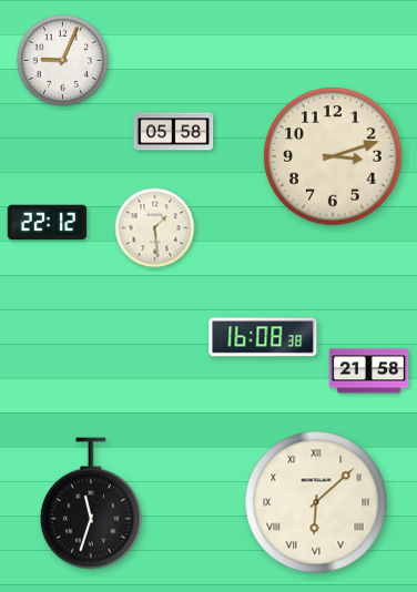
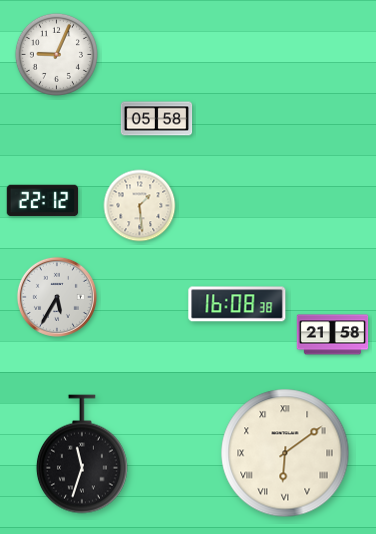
clock at (333, 156): 3:12 -> none
clock at (57, 297): none -> 5:35
clock at (316, 502): 6:08 -> 6:09
